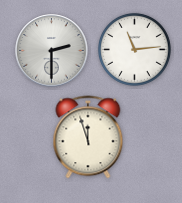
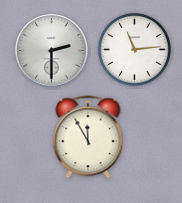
clock at (88, 137): 11:57 -> 11:55
